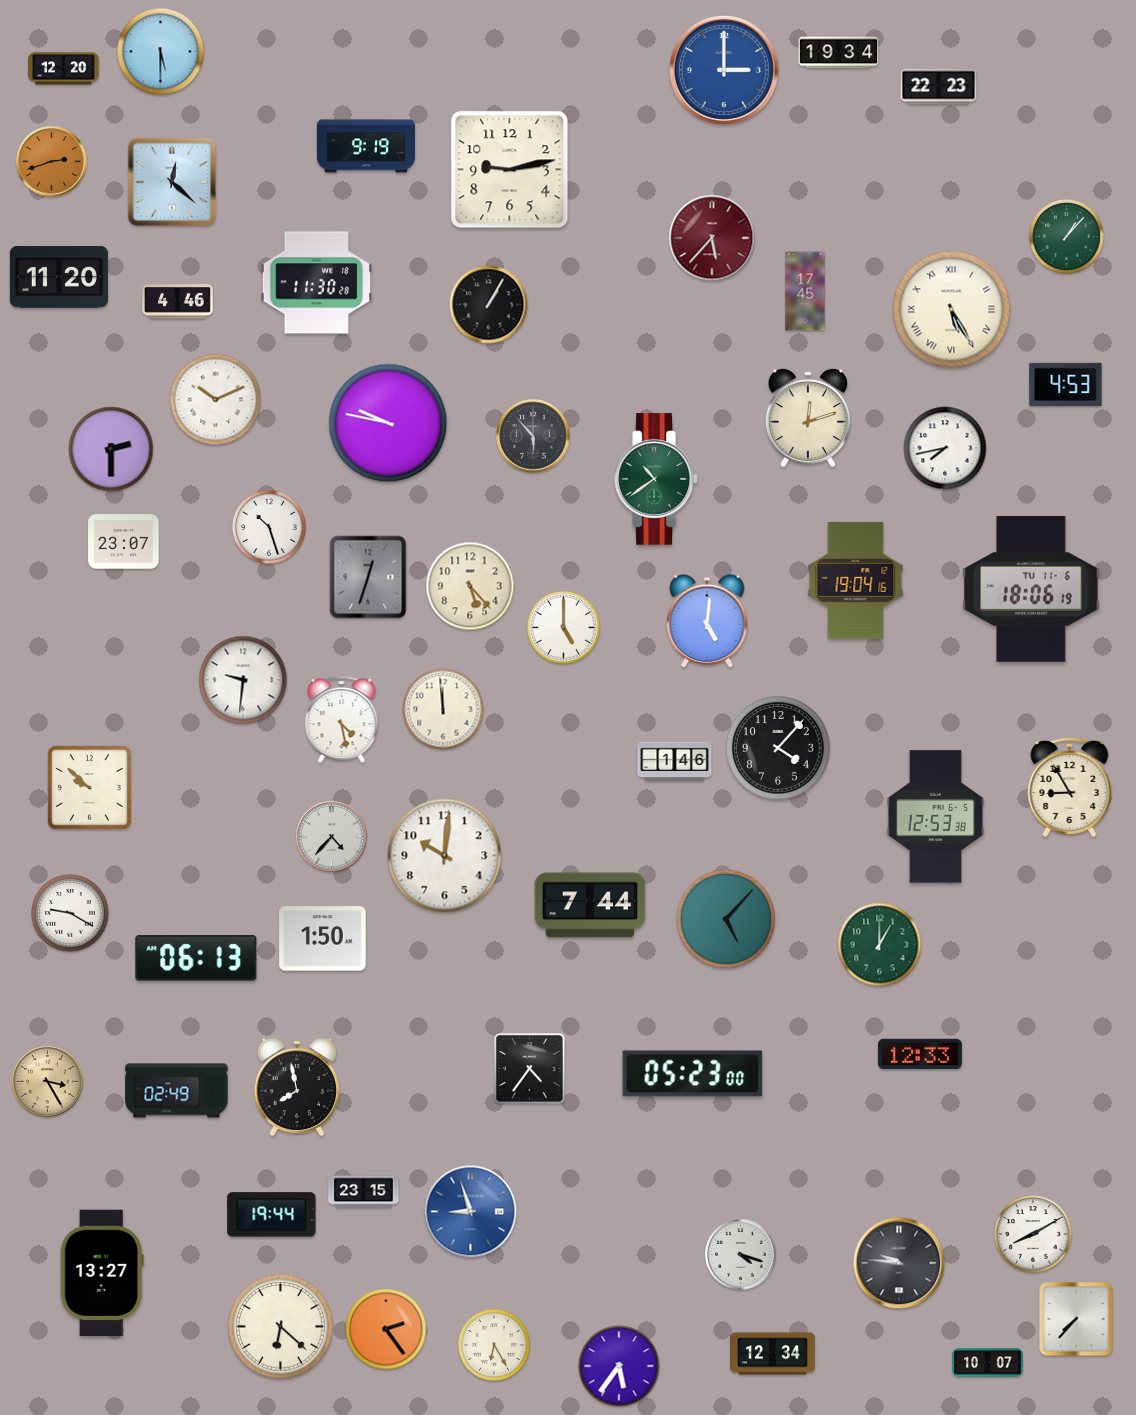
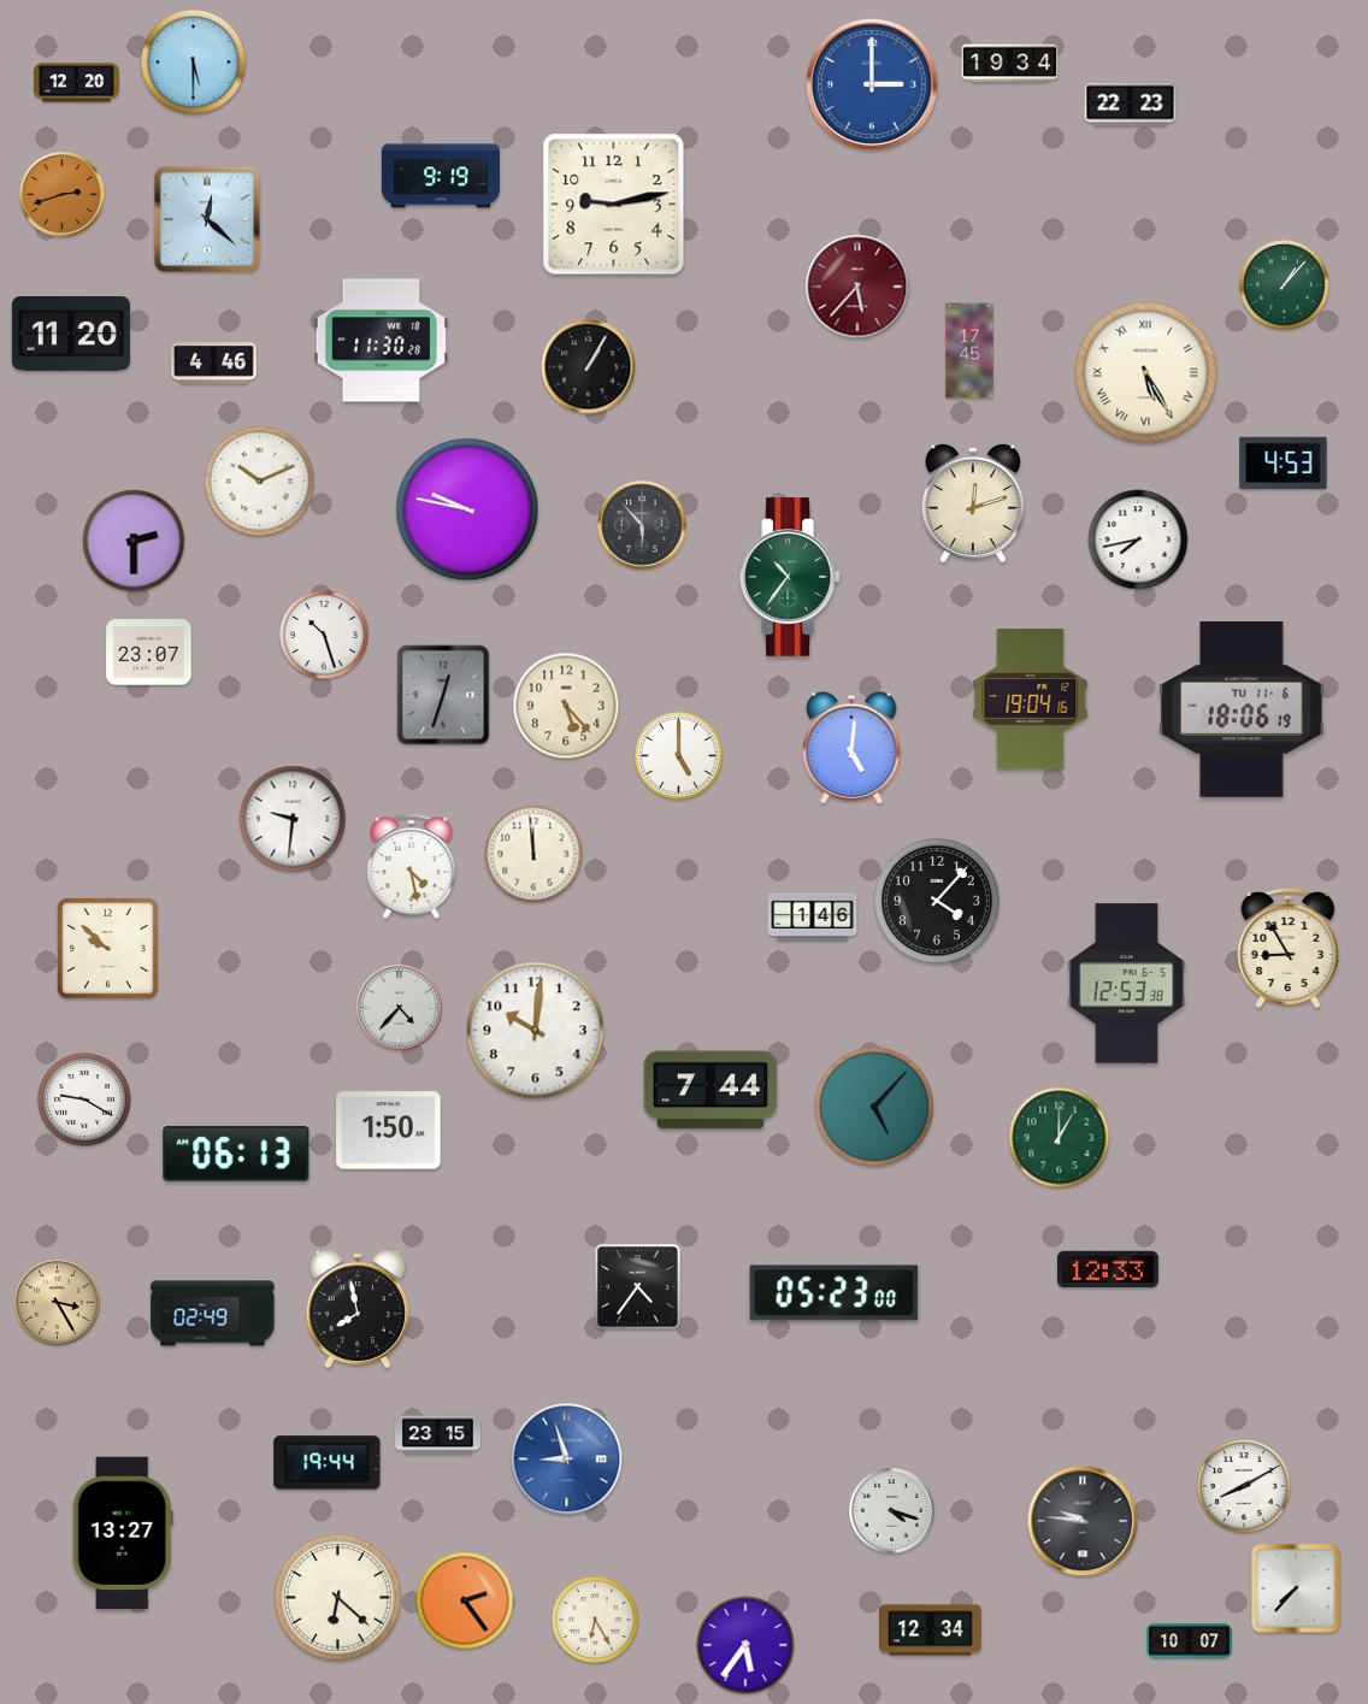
clock at (656, 479): 10:39 -> 10:36
